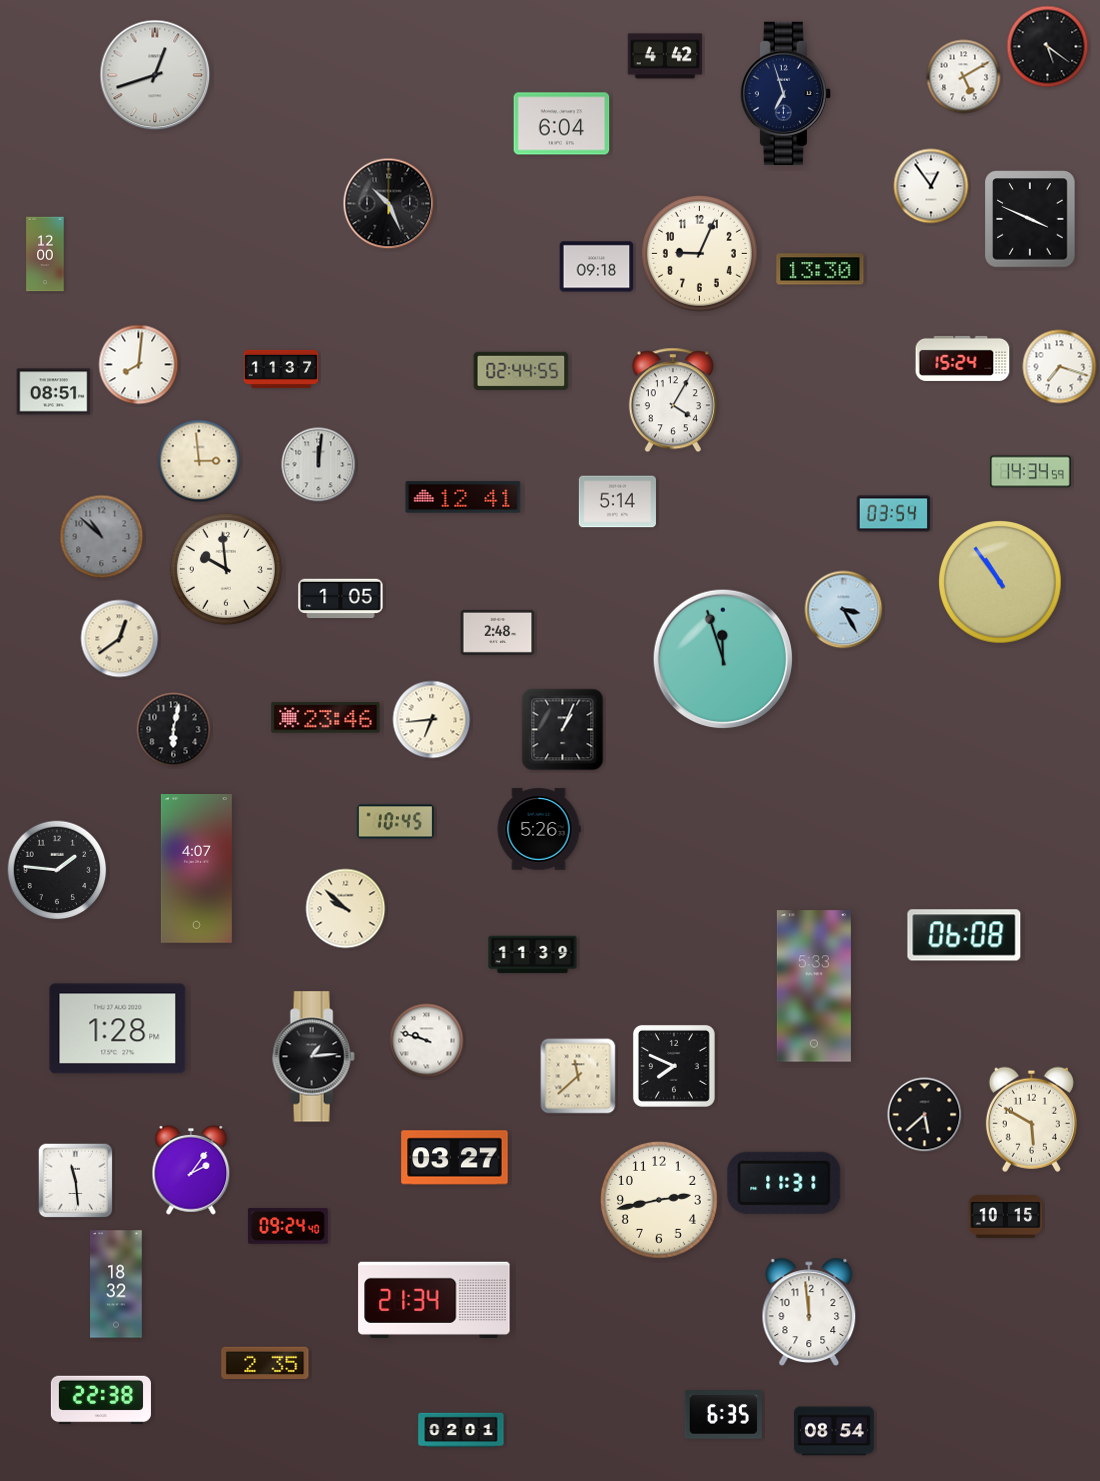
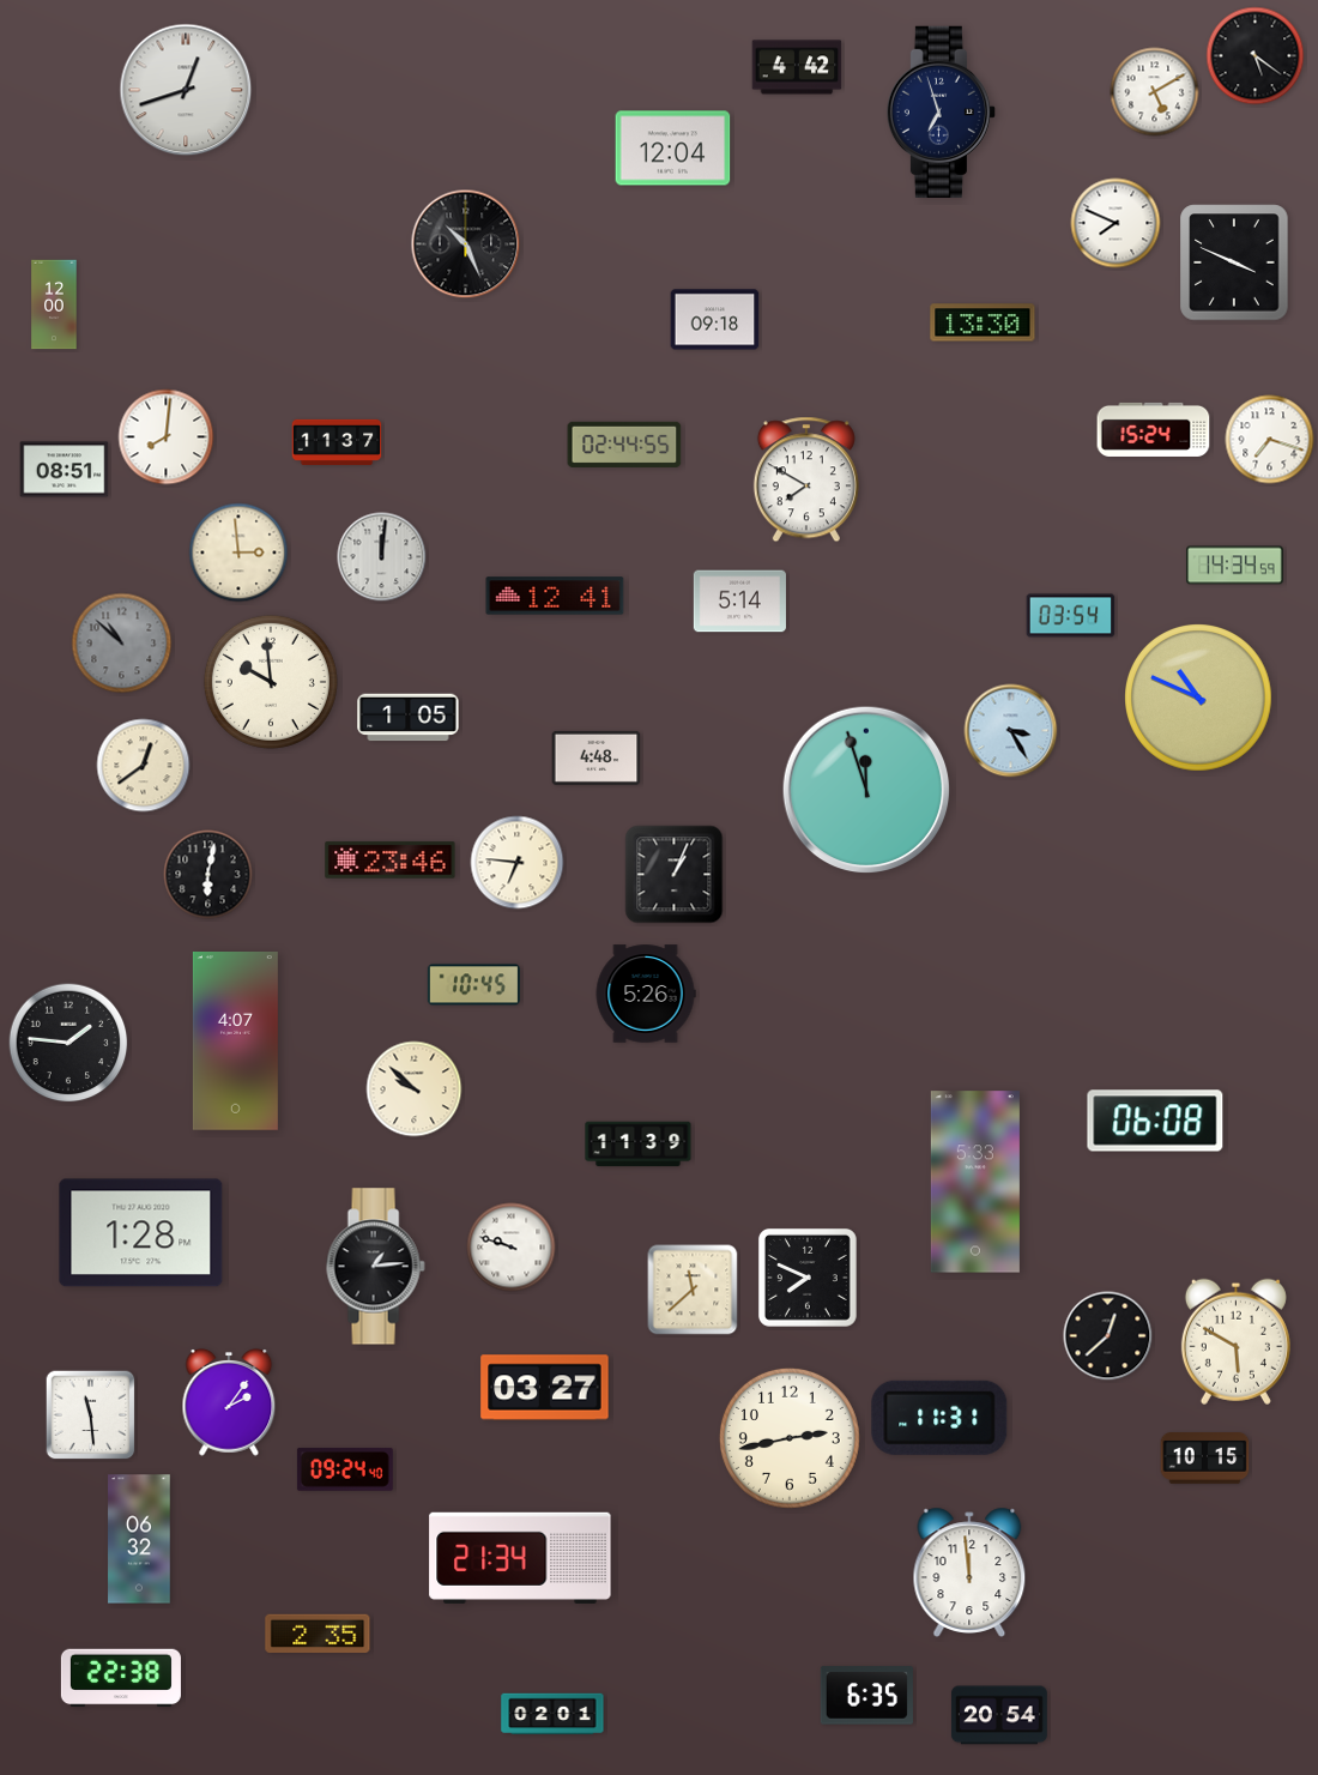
clock at (562, 124): 6:04 -> 12:04
clock at (931, 186): 12:54 -> 7:49
clock at (699, 253): 9:04 -> none
clock at (673, 400): 4:05 -> 7:50
clock at (1001, 583): 10:54 -> 10:49
clock at (498, 632): 2:48 -> 4:48
clock at (432, 720): 6:44 -> 6:46
clock at (925, 1115): 5:38 -> 12:38
clock at (116, 1284): 18:32 -> 06:32
clock at (834, 1431): 08:54 -> 20:54
